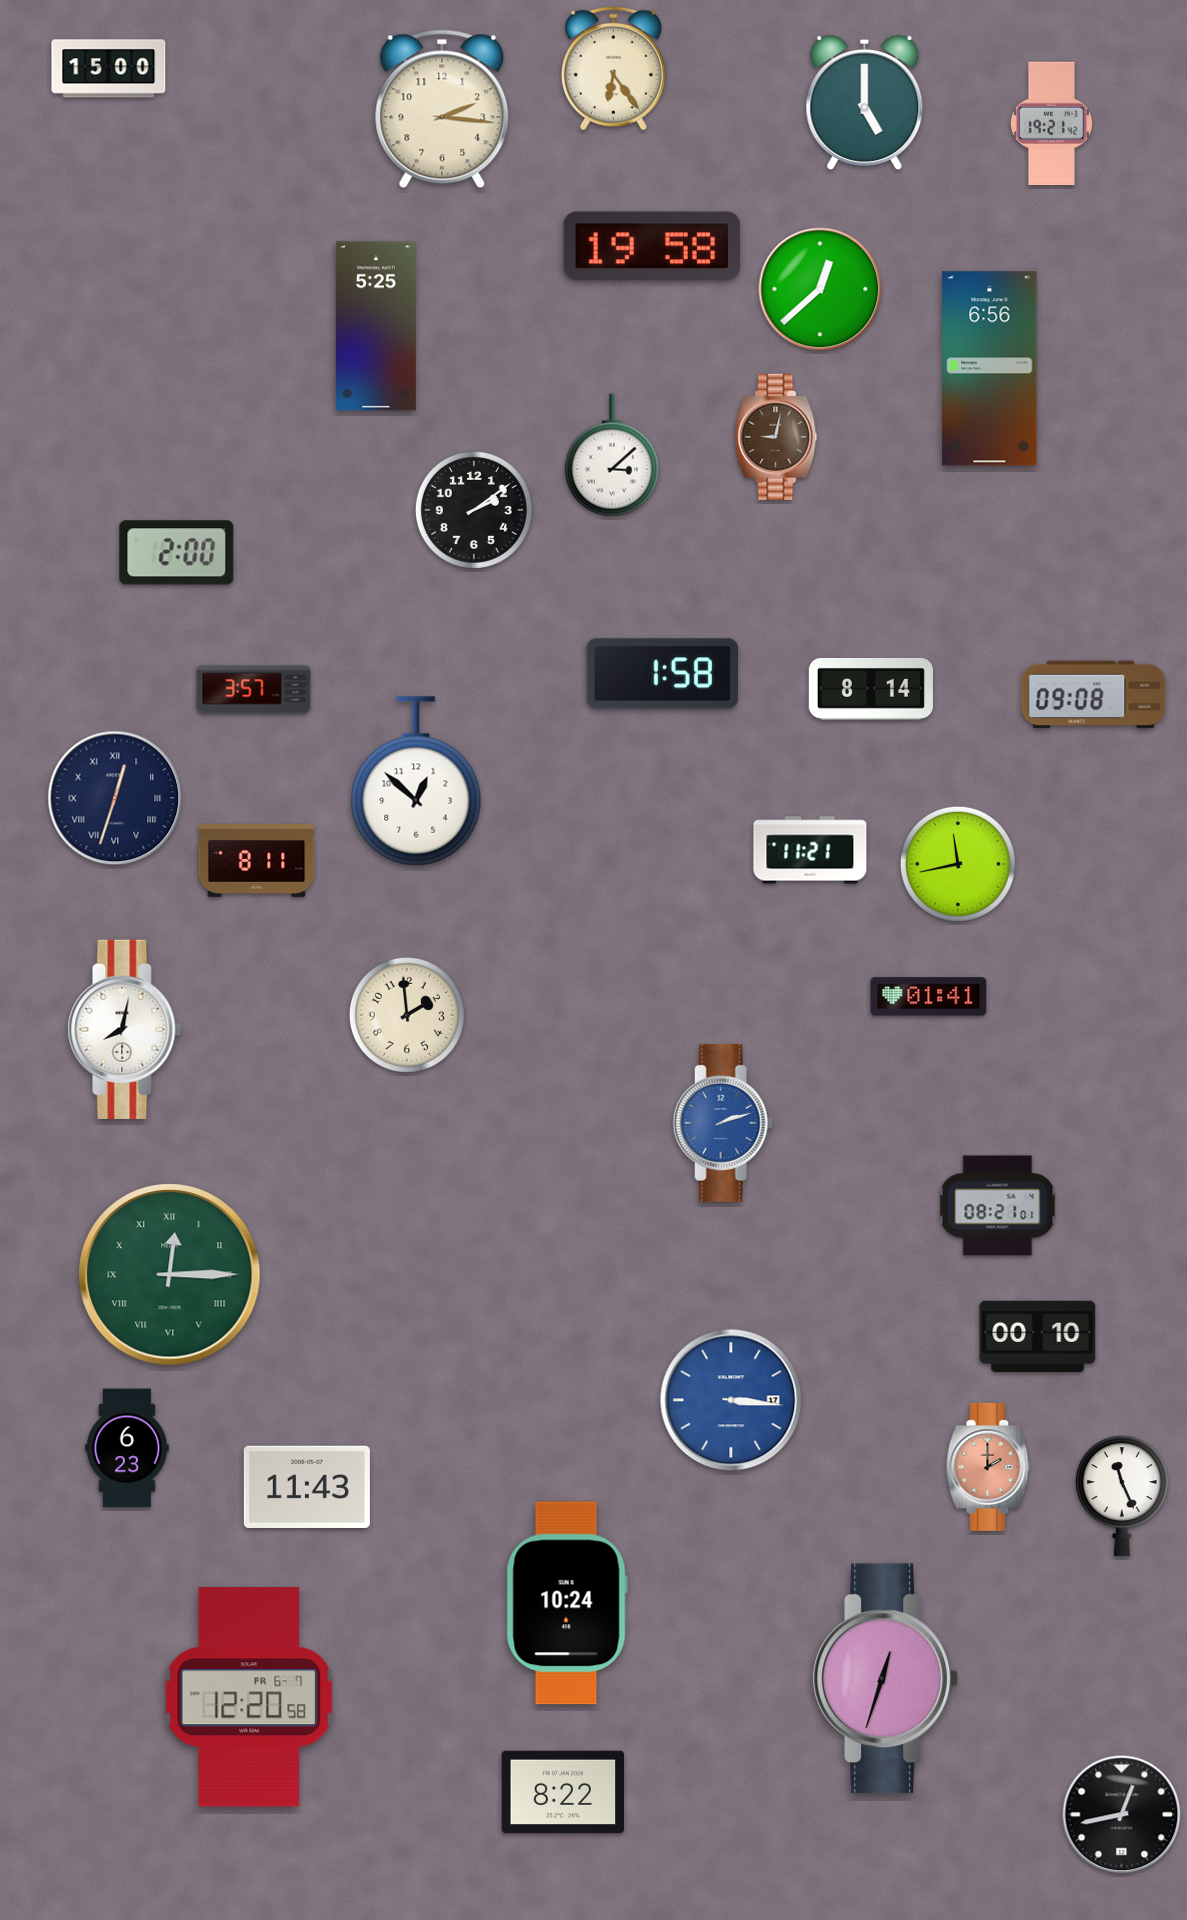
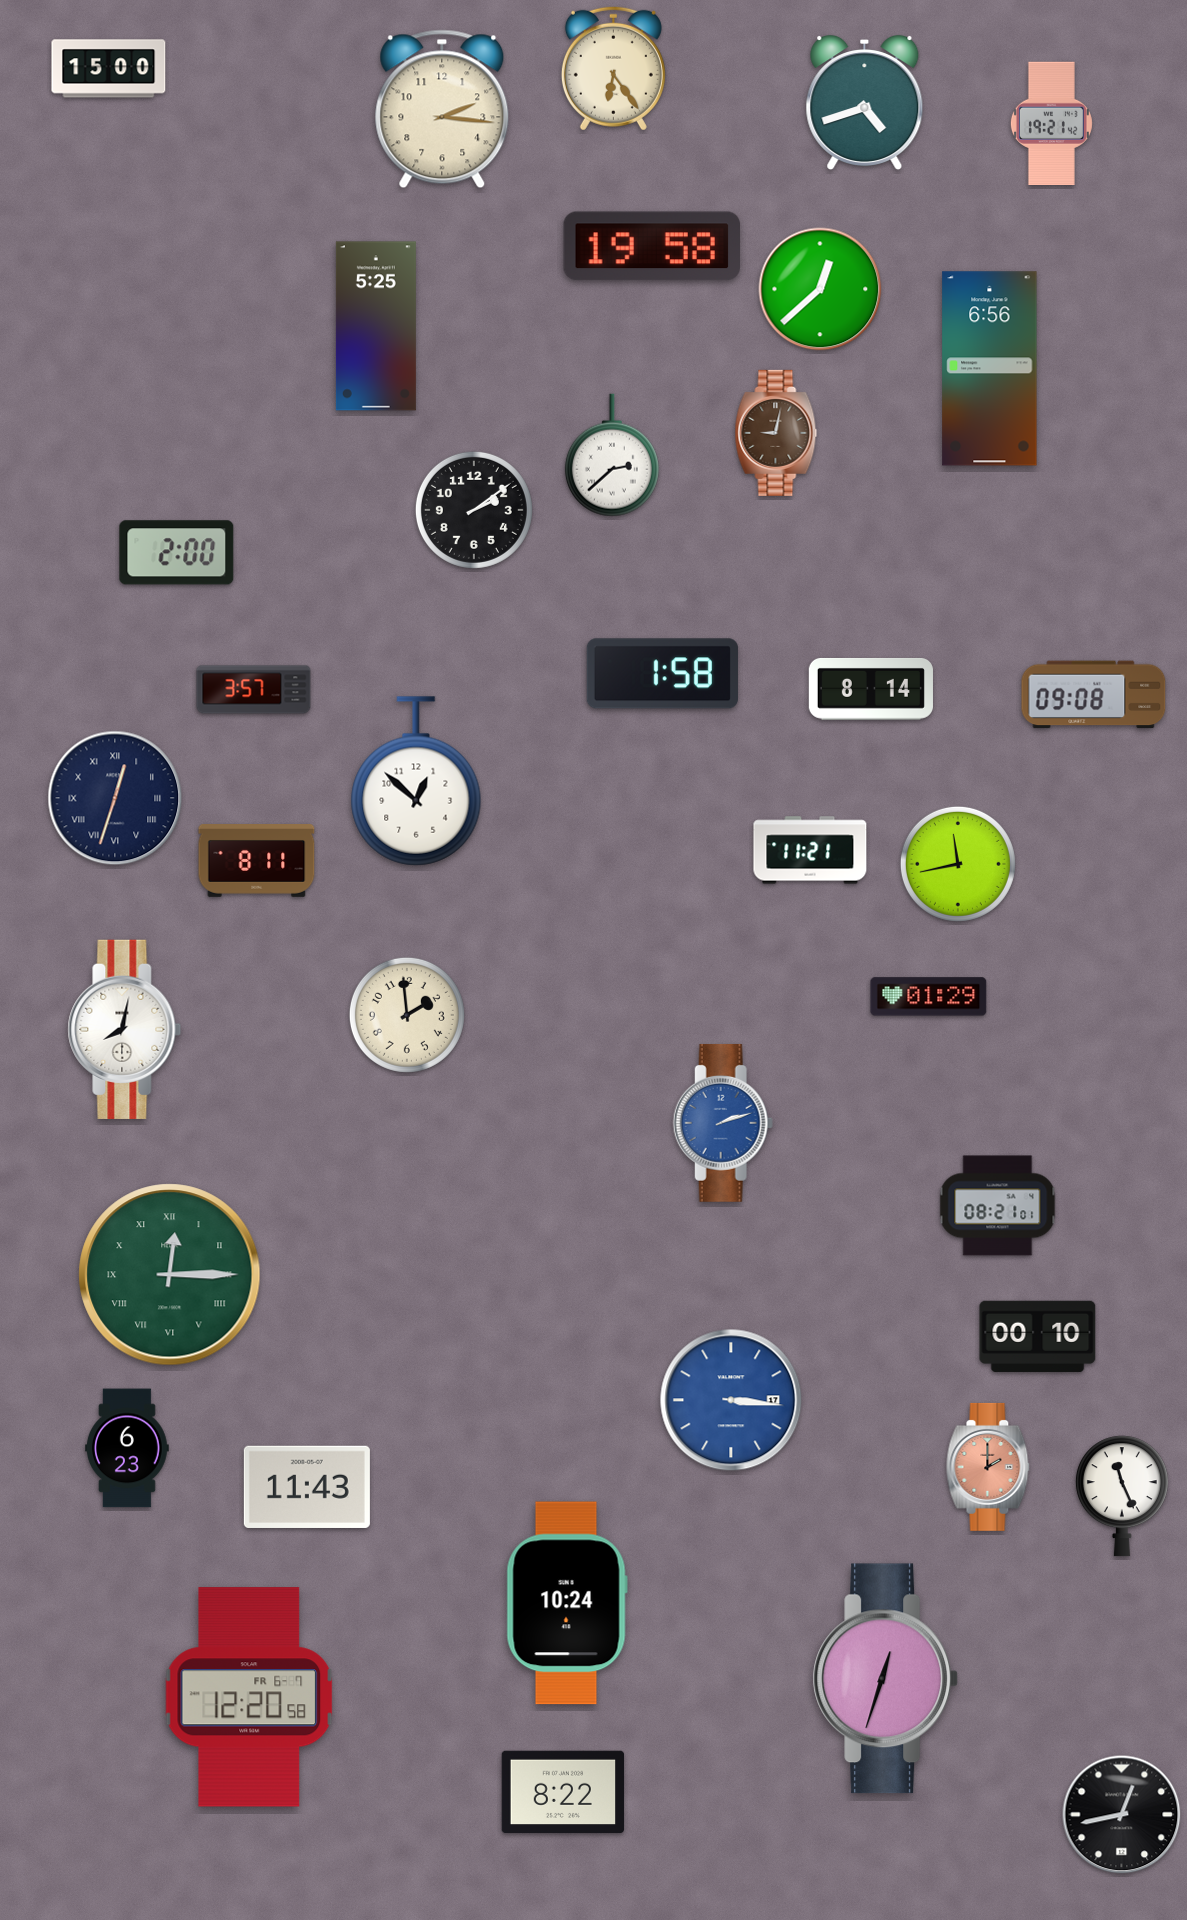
clock at (865, 103): 5:00 -> 4:42
clock at (776, 437) position: (776, 437) -> (776, 433)
clock at (612, 455): 3:08 -> 2:38
clock at (929, 997): 01:41 -> 01:29
